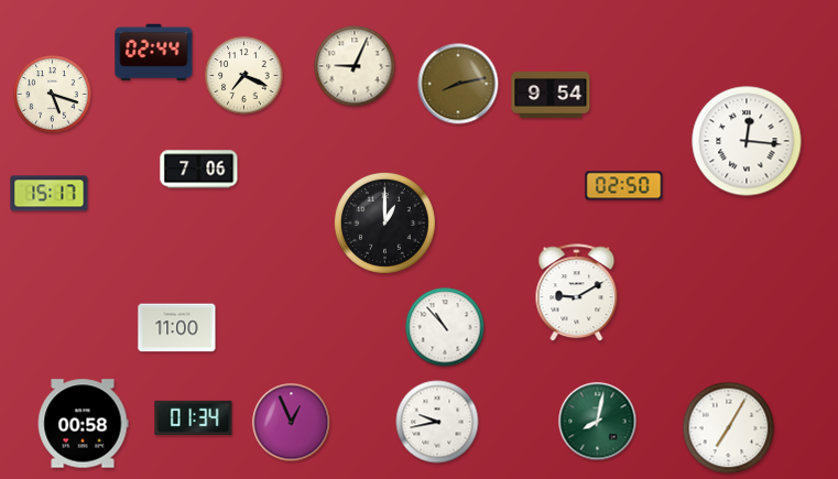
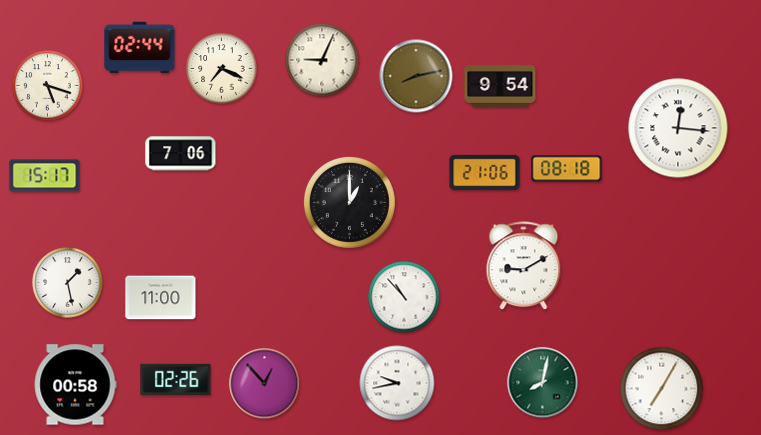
clock at (624, 186): 02:50 -> 08:18
clock at (485, 173): none -> 21:06
clock at (68, 283): none -> 1:28
clock at (194, 418): 01:34 -> 02:26
clock at (292, 423): 12:56 -> 12:53
